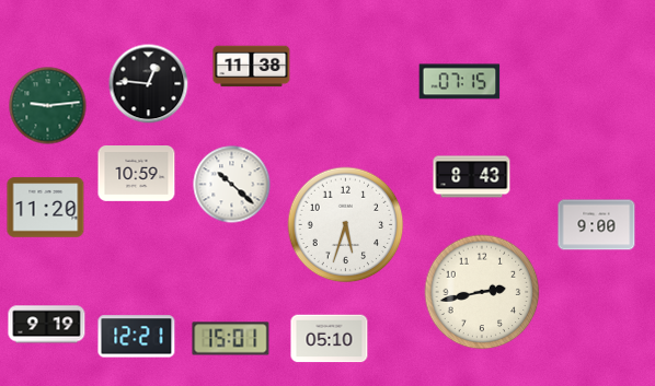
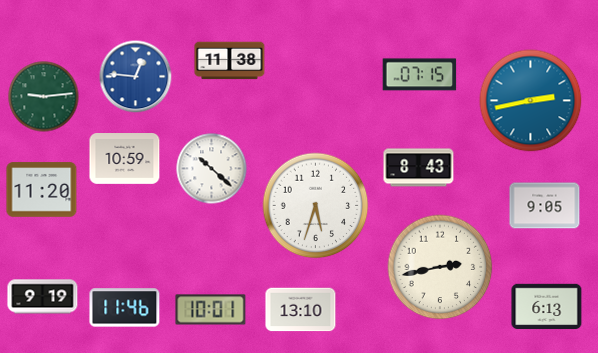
clock at (149, 84) dial: black -> blue
clock at (531, 101): none -> 2:43
clock at (472, 177) position: (472, 177) -> (419, 168)
clock at (597, 225): 9:00 -> 9:05
clock at (547, 307): none -> 6:13
clock at (137, 337): 12:21 -> 11:46
clock at (231, 339): 15:01 -> 10:01
clock at (330, 339): 05:10 -> 13:10
